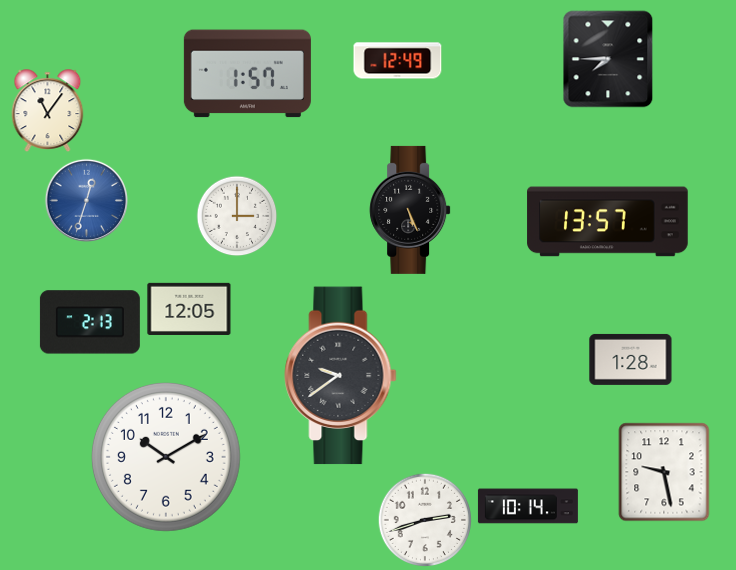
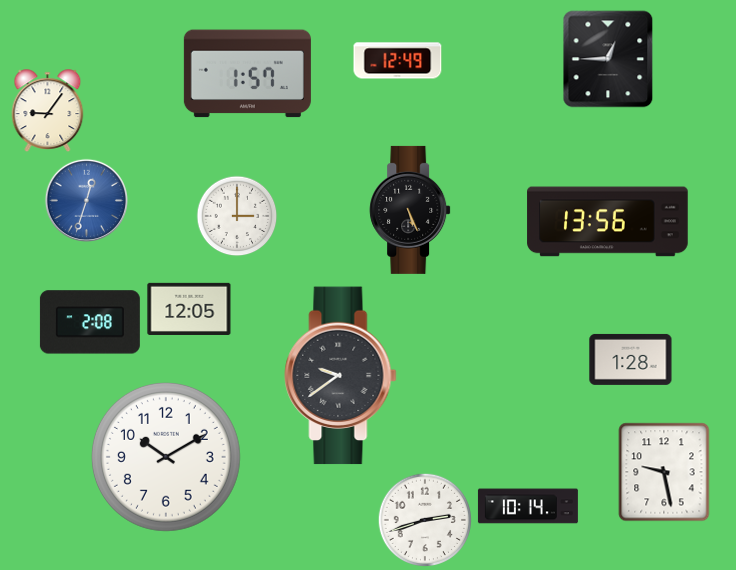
clock at (608, 59): 7:45 -> 12:45
clock at (48, 111): 11:06 -> 9:06
clock at (608, 222): 13:57 -> 13:56
clock at (90, 322): 2:13 -> 2:08
